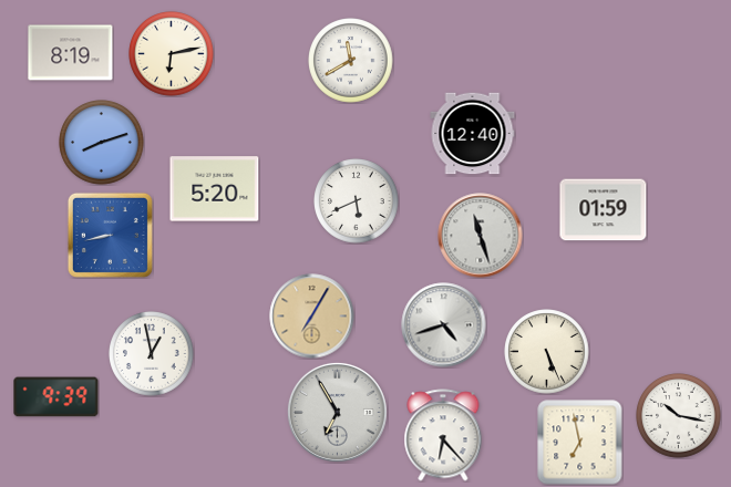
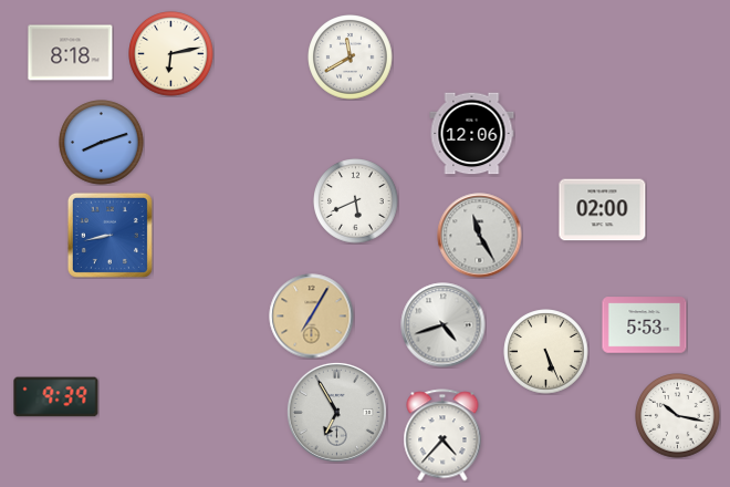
clock at (71, 53): 8:19 -> 8:18
clock at (351, 61) position: (351, 61) -> (351, 58)
clock at (473, 134): 12:40 -> 12:06
clock at (215, 189): 5:20 -> none
clock at (604, 210): 01:59 -> 02:00
clock at (481, 236): 11:27 -> 11:25
clock at (645, 325): none -> 5:53
clock at (152, 354): 12:58 -> none
clock at (443, 435): 6:23 -> 4:37
clock at (580, 443): 6:58 -> none
